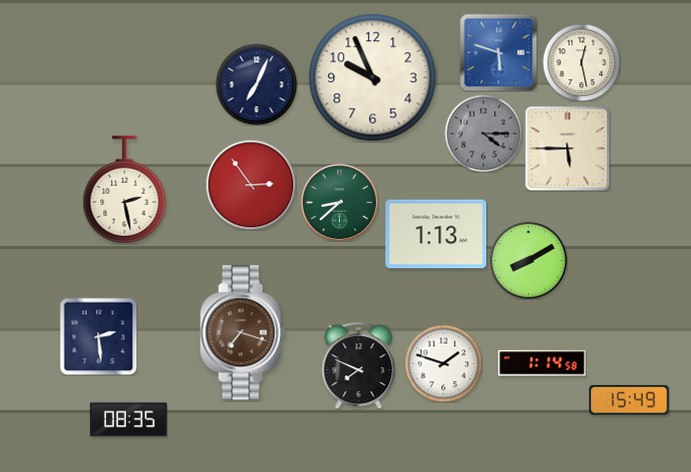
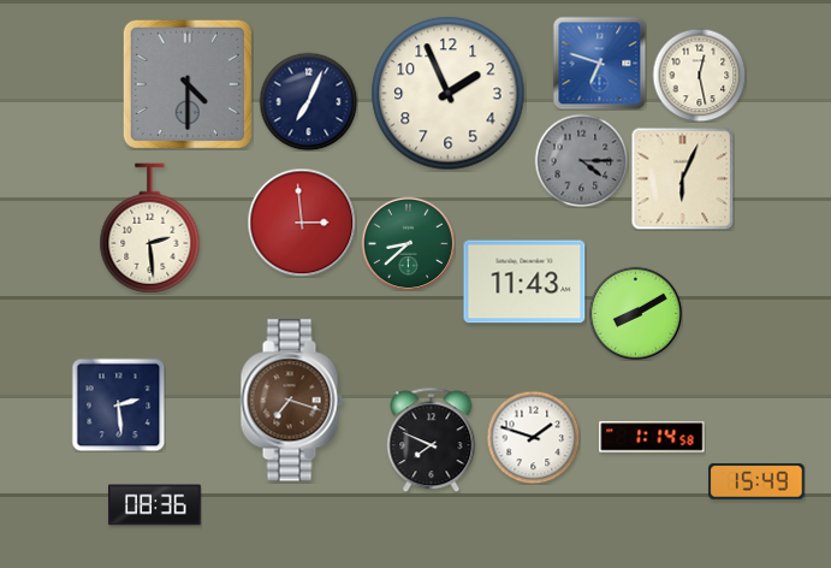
clock at (498, 52): 5:48 -> 6:48
clock at (188, 84): none -> 4:30
clock at (373, 78): 9:56 -> 1:56
clock at (567, 148): 5:45 -> 6:04
clock at (251, 185): 2:54 -> 2:59
clock at (125, 190): 2:28 -> 2:29
clock at (436, 234): 1:13 -> 11:43
clock at (129, 420): 08:35 -> 08:36
